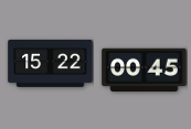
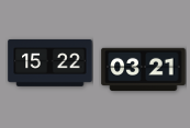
clock at (145, 71): 00:45 -> 03:21
